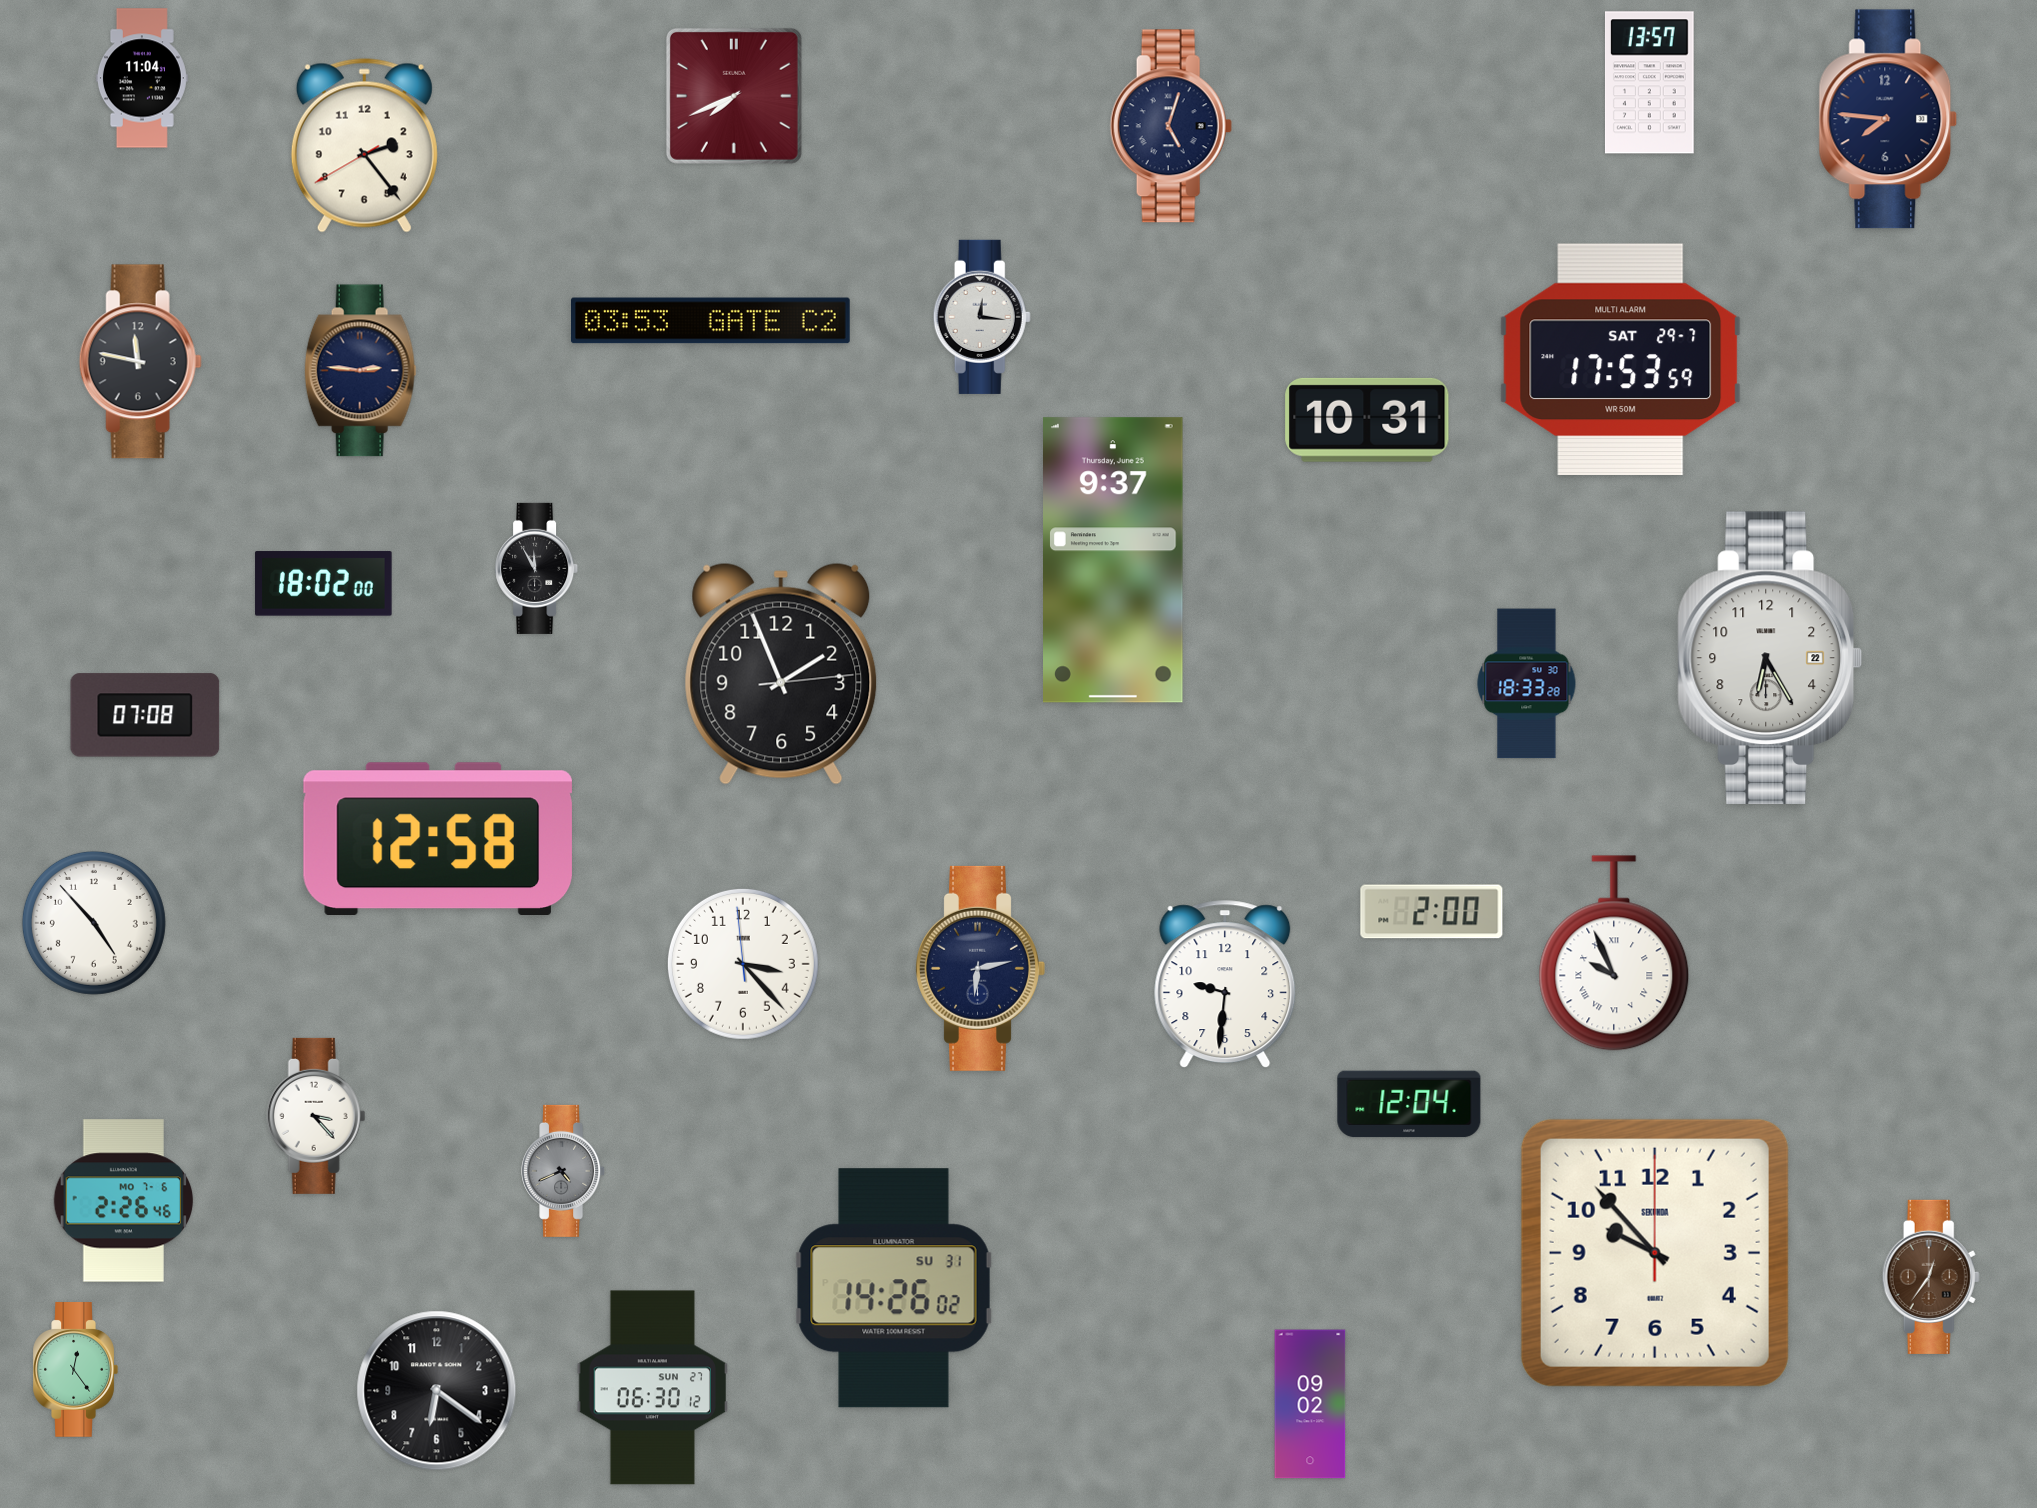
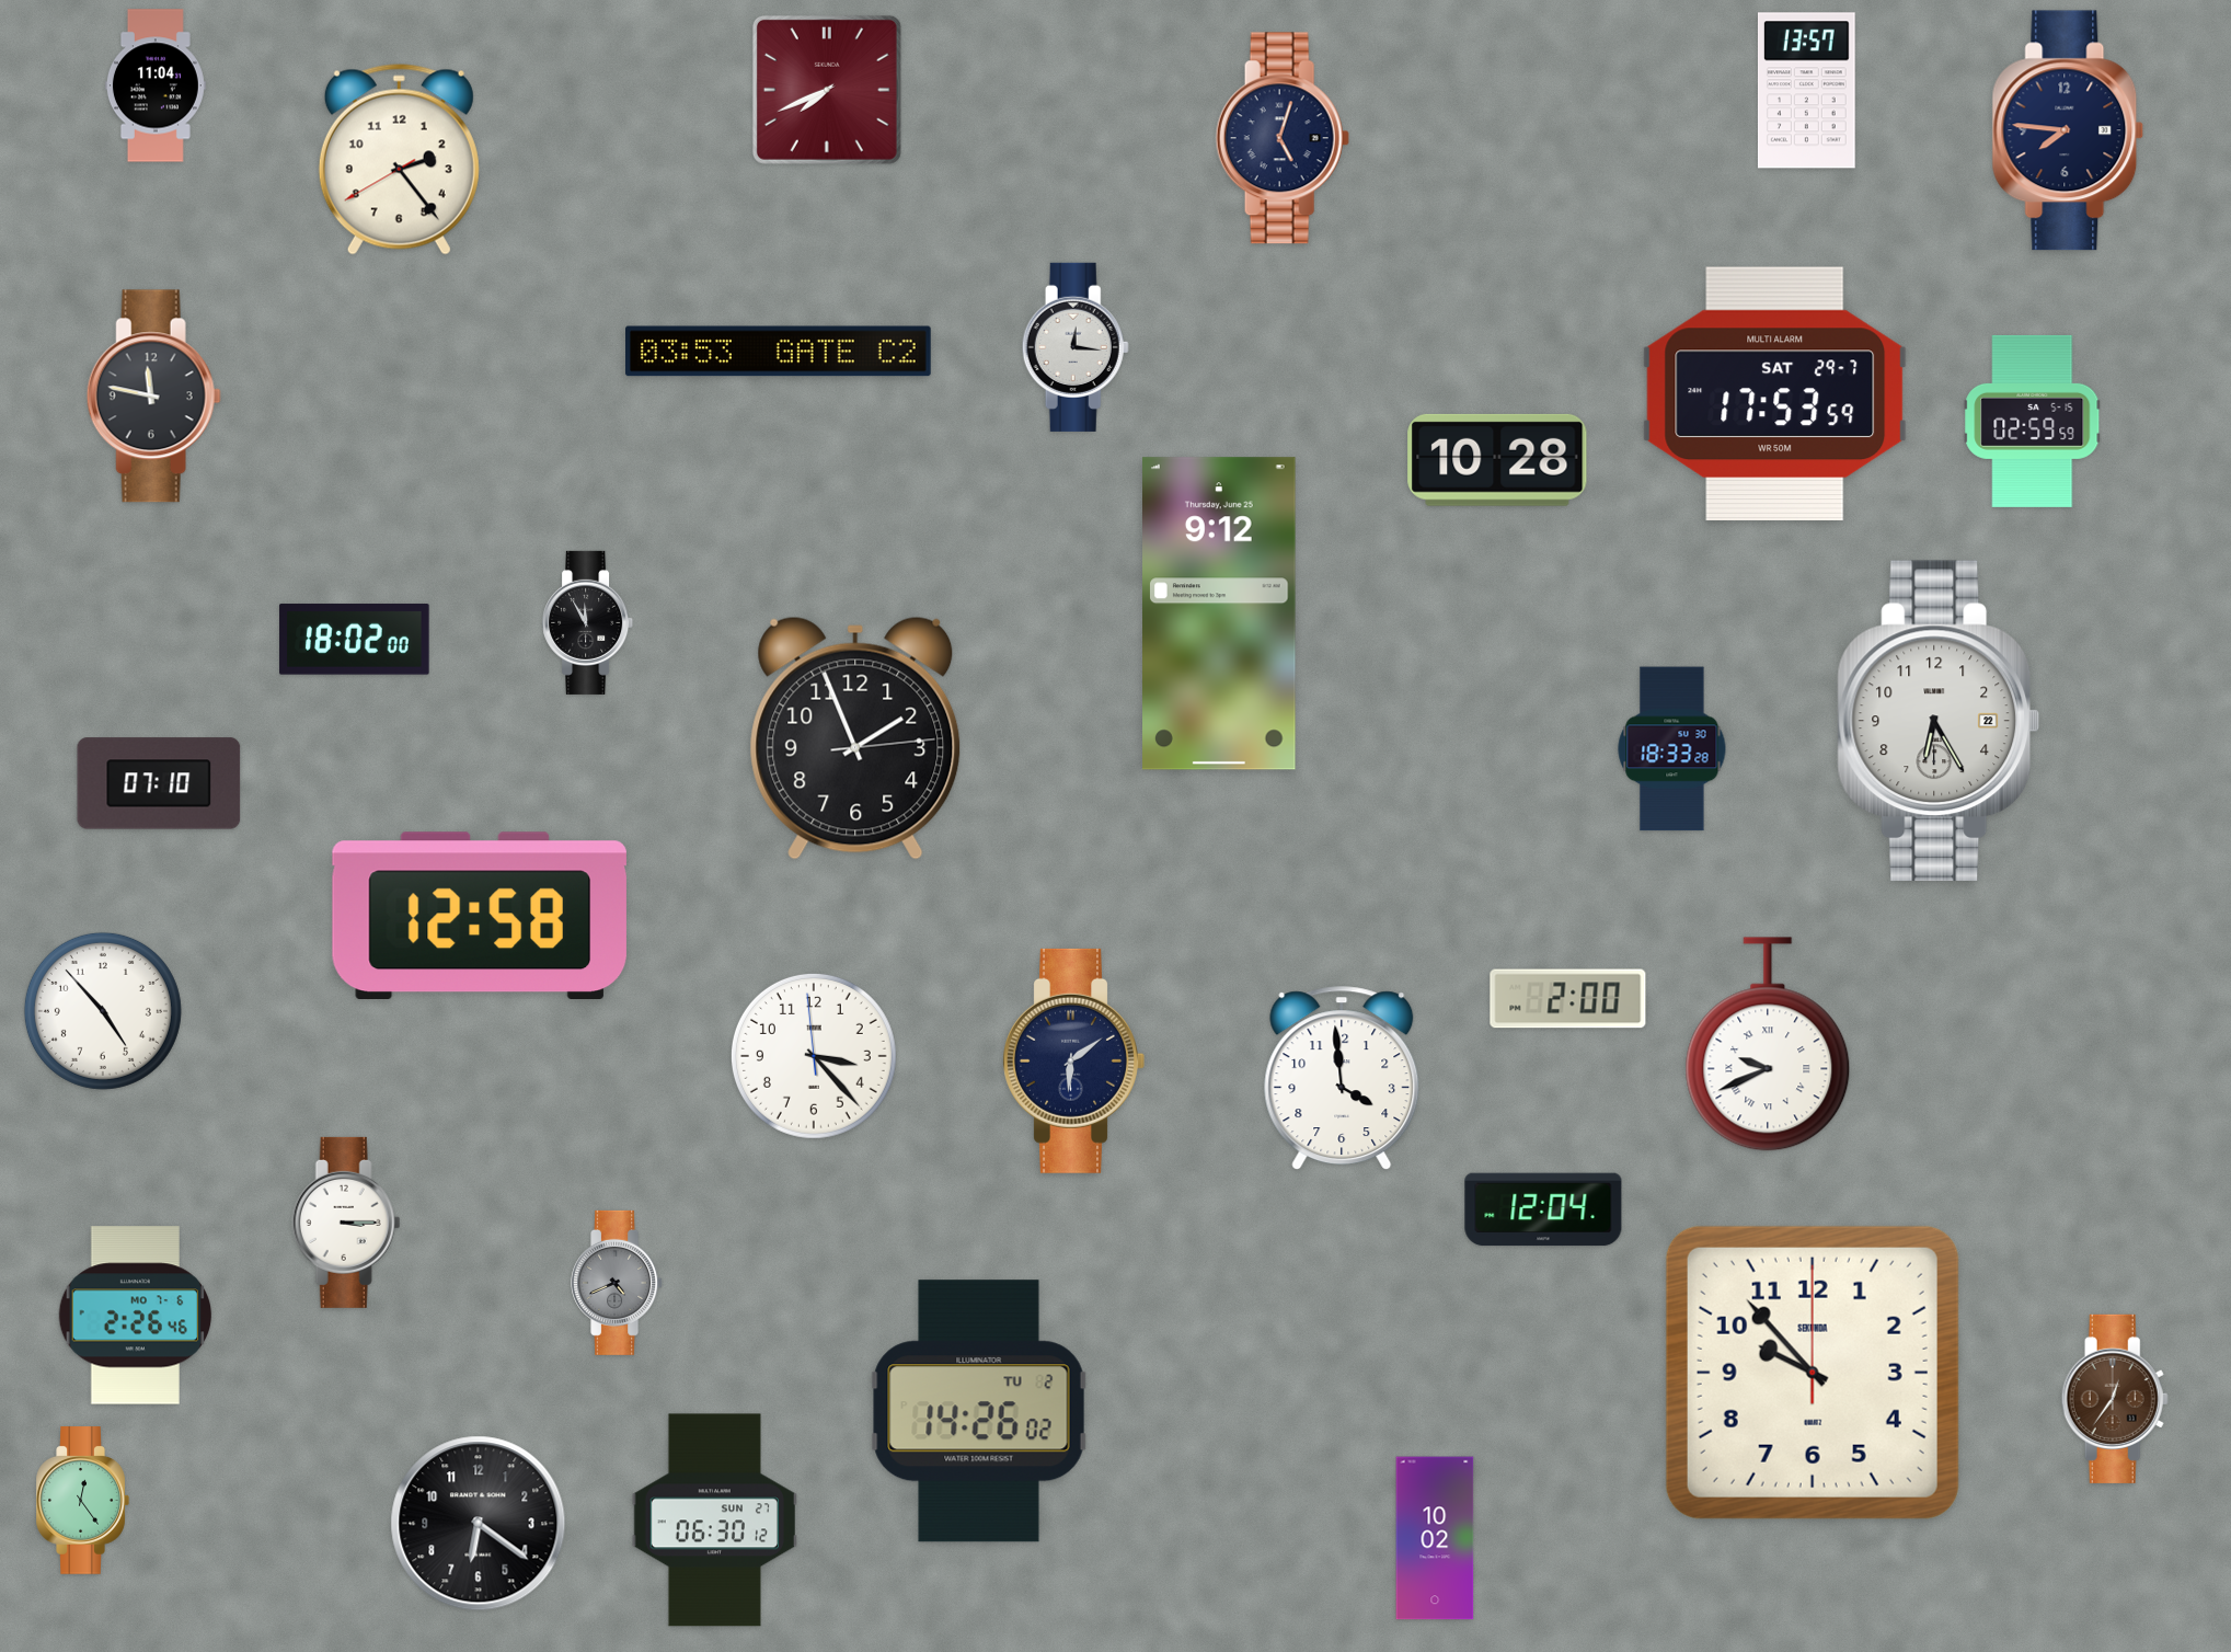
clock at (734, 96) position: (734, 96) -> (827, 90)
clock at (360, 371): 2:46 -> none
clock at (2033, 421): none -> 02:59
clock at (1367, 420): 10:31 -> 10:28
clock at (1114, 560): 9:37 -> 9:12
clock at (145, 715): 07:08 -> 07:10
clock at (438, 838) position: (438, 838) -> (480, 915)
clock at (1614, 953): 9:56 -> 9:41
clock at (980, 968): 6:13 -> 6:09
clock at (1225, 985): 9:31 -> 3:59
clock at (316, 1116): 3:23 -> 3:15
clock at (894, 1288) date: SU 31 -> TU 2
clock at (1310, 1404): 09:02 -> 10:02
